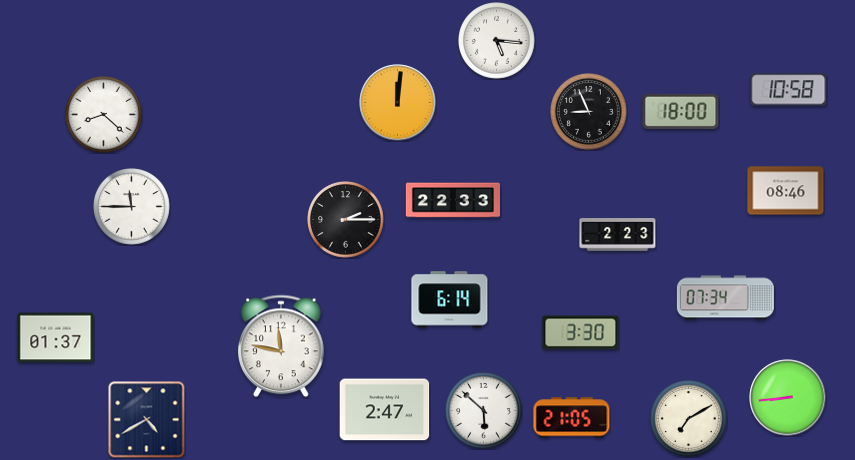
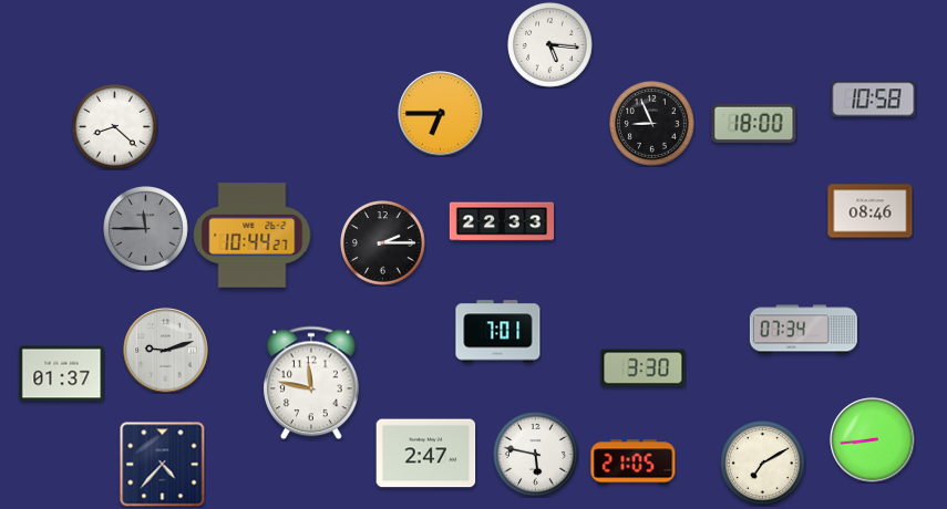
clock at (398, 103): 12:01 -> 6:45
clock at (132, 207) dial: white -> grey
clock at (253, 236): none -> 10:44
clock at (618, 235): 2:23 -> none
clock at (450, 300): 6:14 -> 7:01
clock at (166, 351): none -> 9:12
clock at (484, 411): 5:52 -> 5:47
clock at (147, 420): 4:40 -> 4:37
